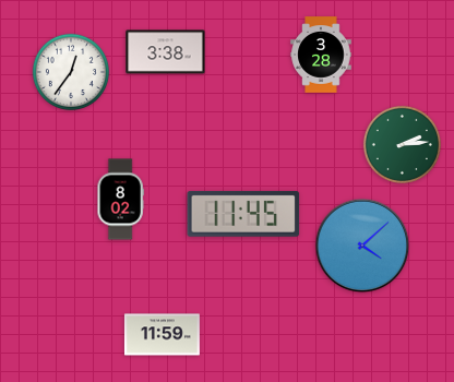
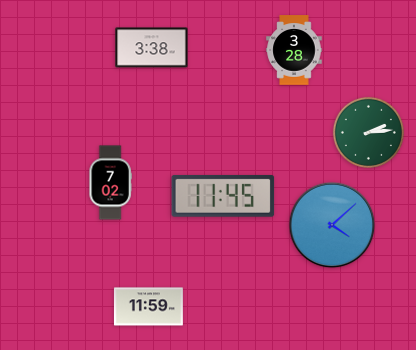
clock at (71, 72): 12:36 -> none
clock at (120, 200): 8:02 -> 7:02
